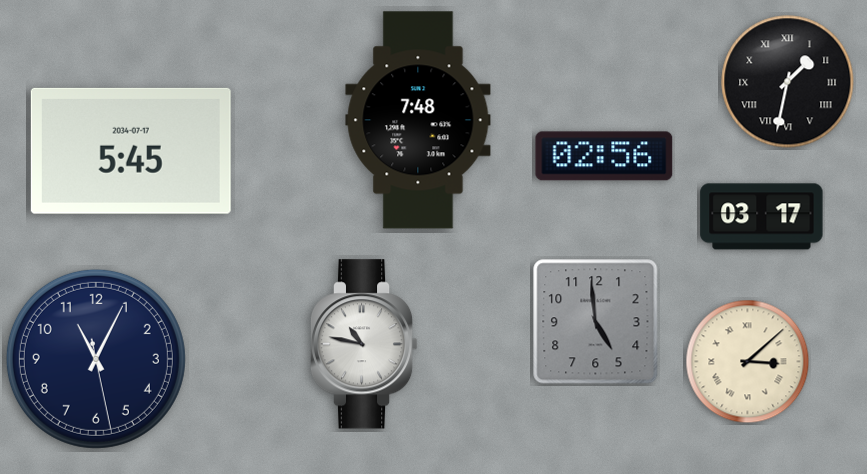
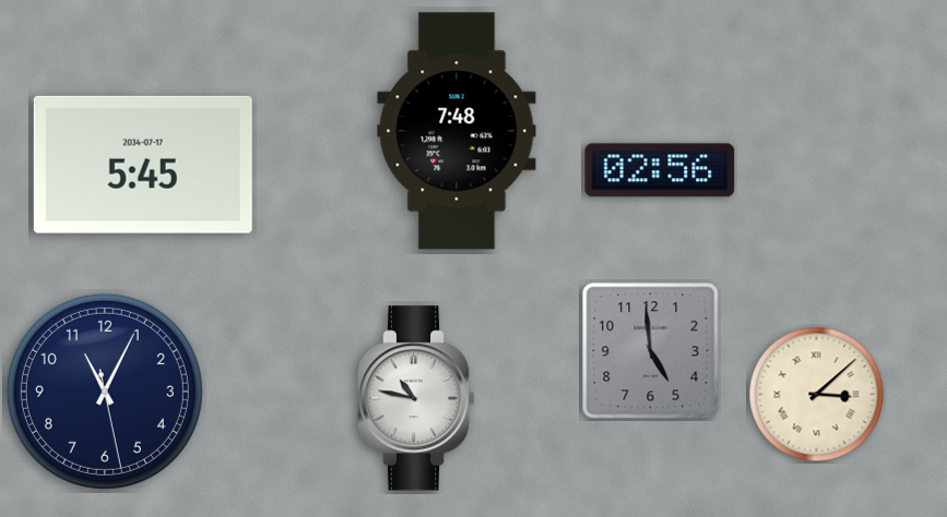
clock at (788, 82): 1:32 -> none
clock at (762, 217): 03:17 -> none
clock at (364, 344) position: (364, 344) -> (416, 398)
